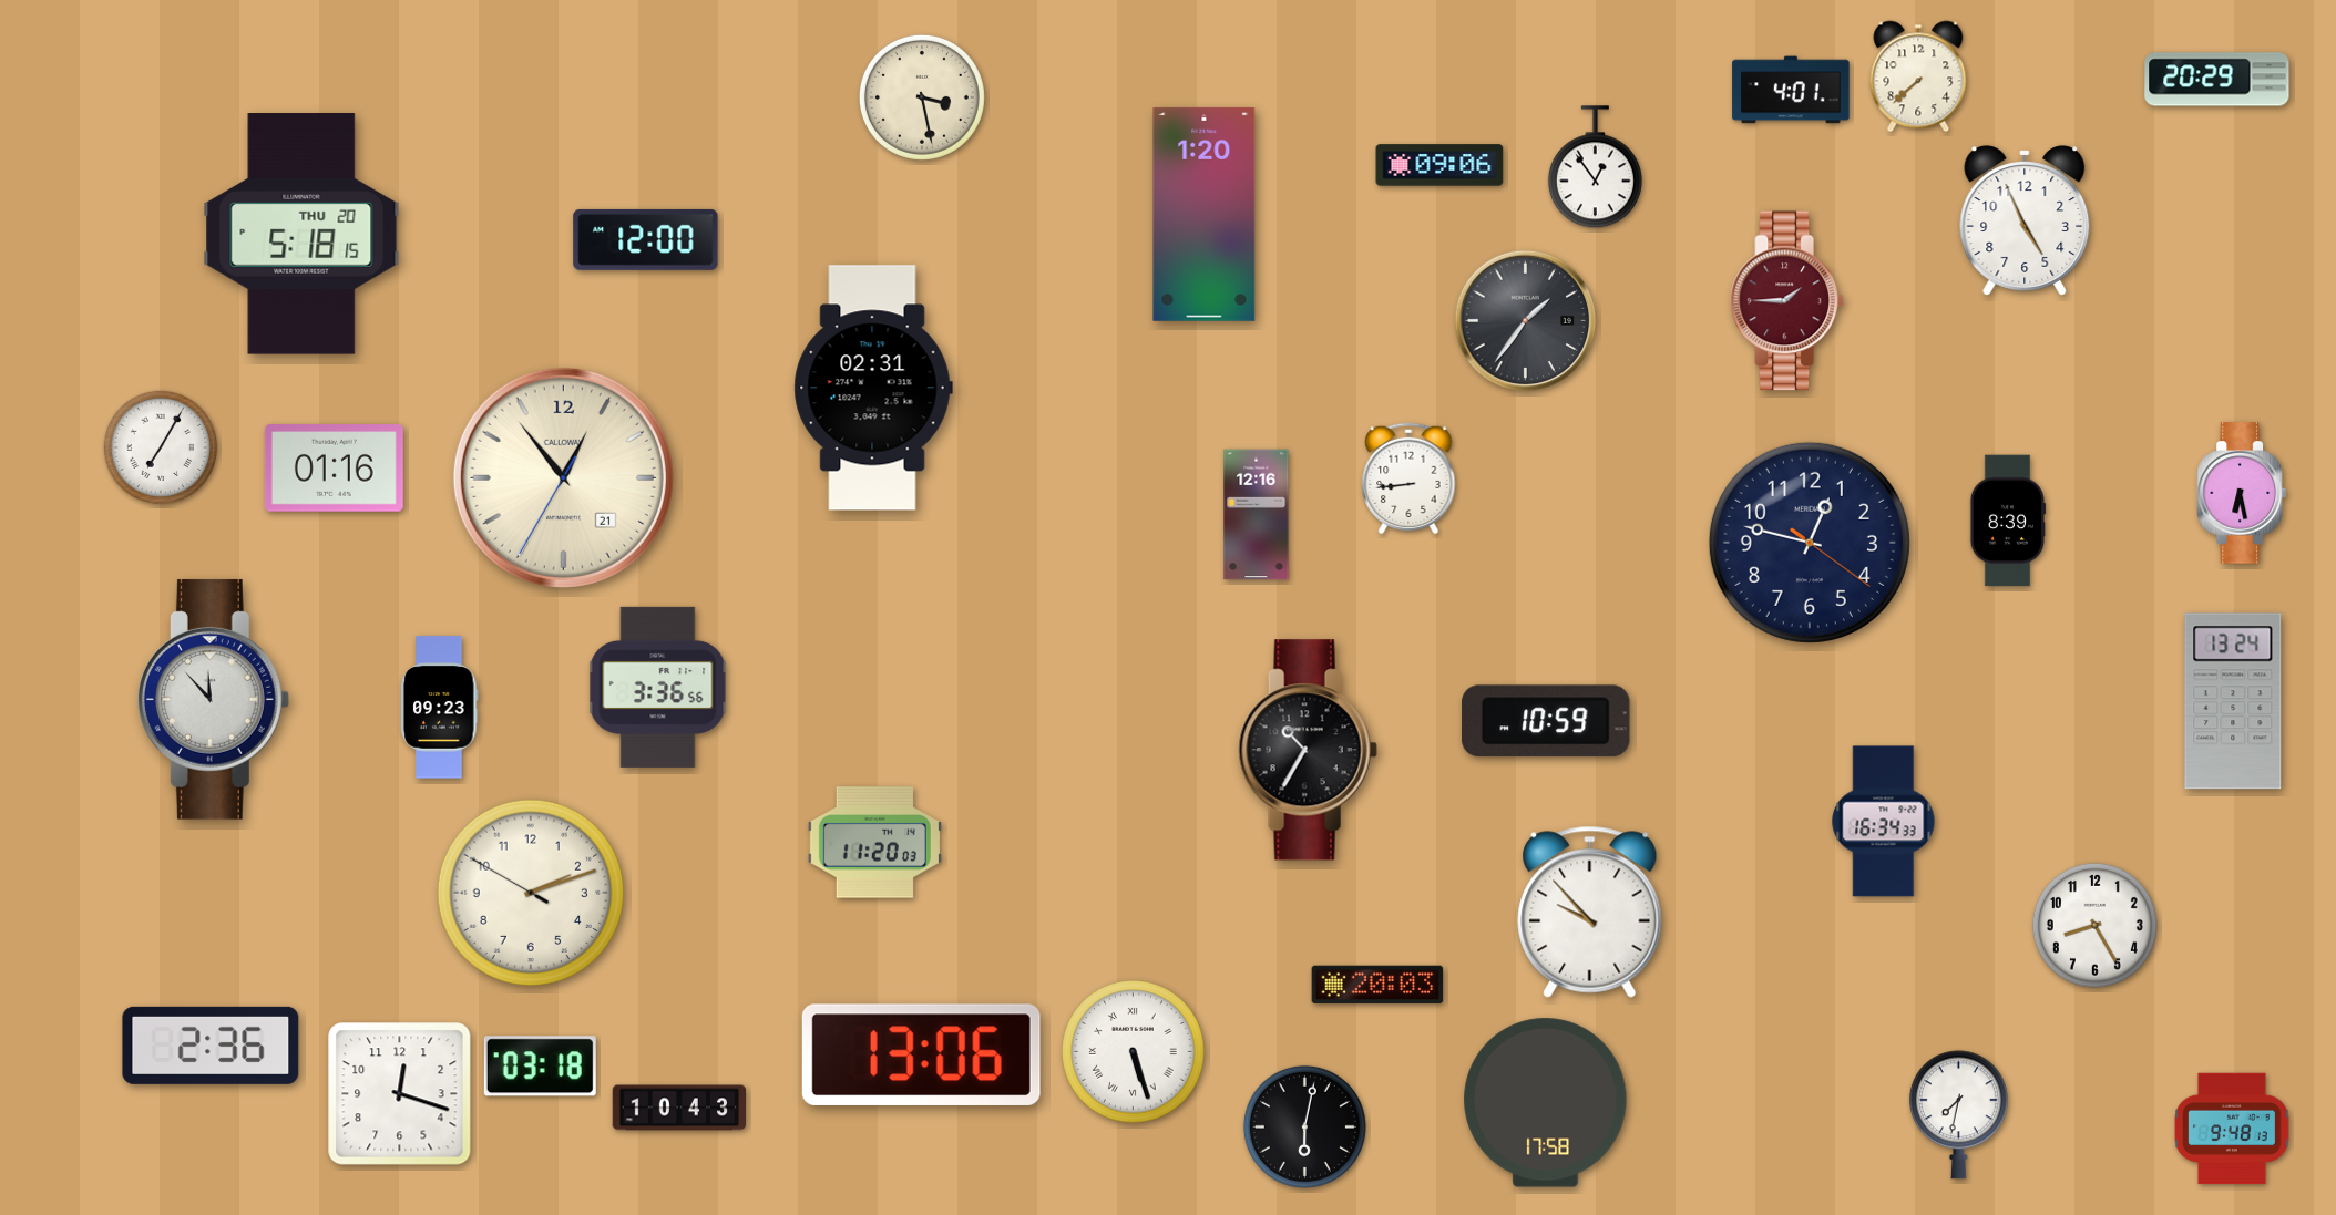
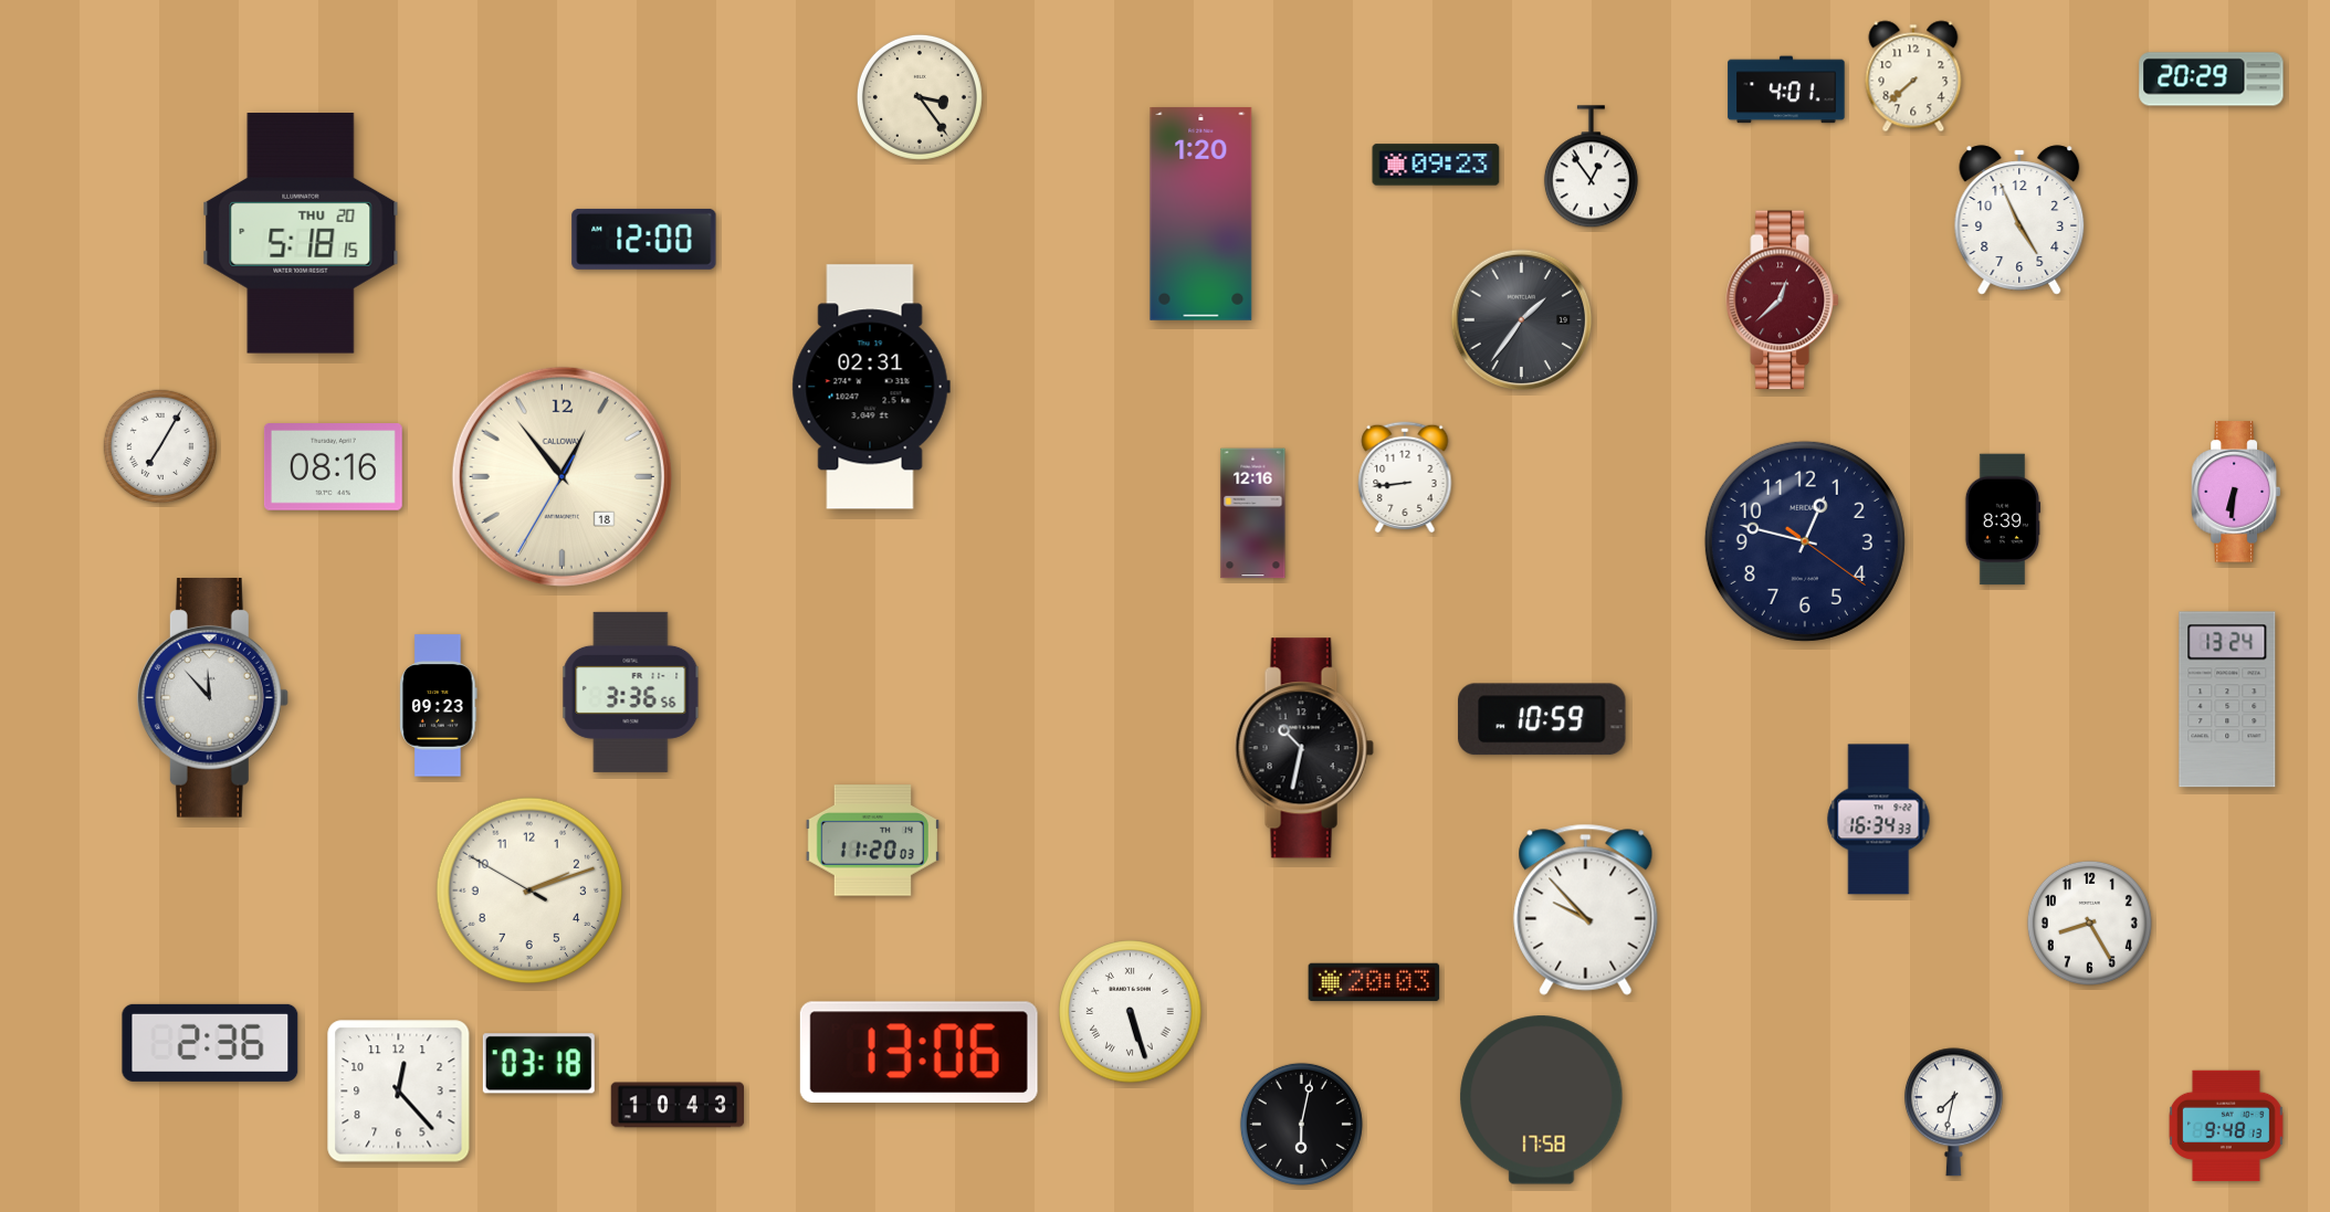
clock at (922, 97): 3:28 -> 3:24
clock at (1439, 165): 09:06 -> 09:23
clock at (1787, 301): 1:45 -> 12:38
clock at (334, 469): 01:16 -> 08:16
clock at (563, 477) date: 21 -> 18
clock at (2241, 493): 6:28 -> 6:31
clock at (658, 687) position: (658, 687) -> (631, 692)
clock at (1308, 750): 10:35 -> 10:32
clock at (1134, 1052) position: (1134, 1052) -> (1131, 1012)
clock at (400, 1094): 12:18 -> 12:23
